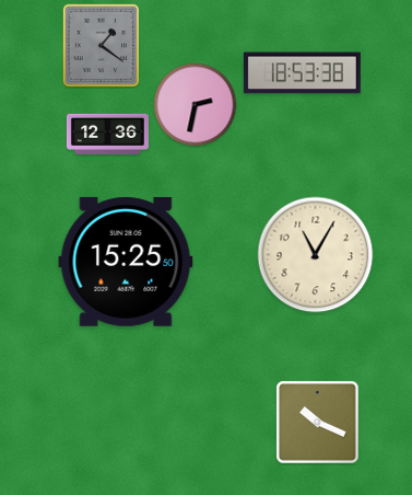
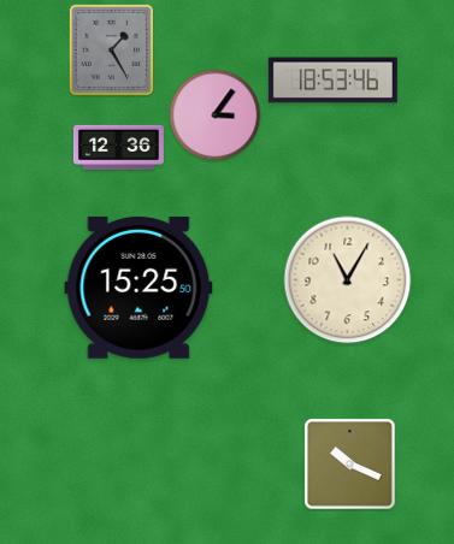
clock at (101, 45): 1:21 -> 1:25
clock at (302, 73): 18:53:38 -> 18:53:46
clock at (196, 105): 2:32 -> 3:06
